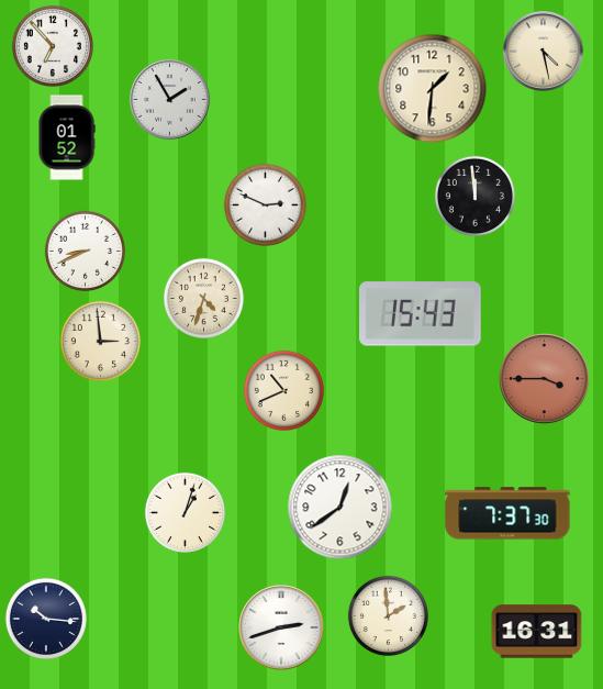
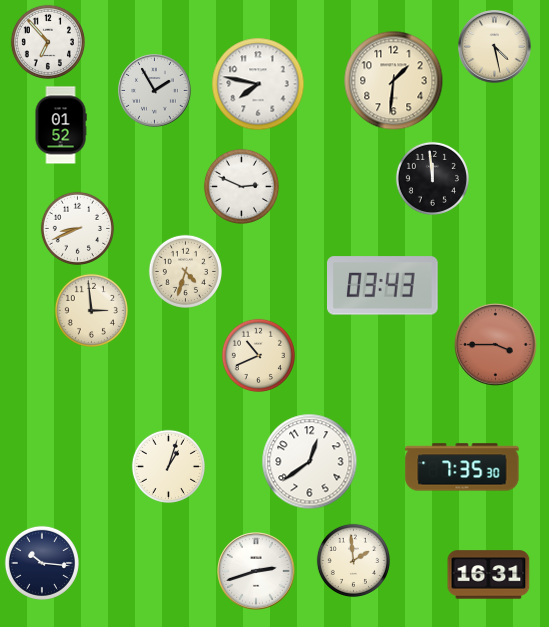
clock at (258, 84): none -> 7:47
clock at (421, 314): 15:43 -> 03:43
clock at (507, 513): 7:37 -> 7:35
